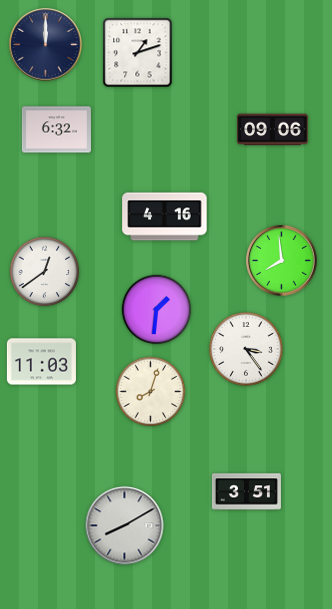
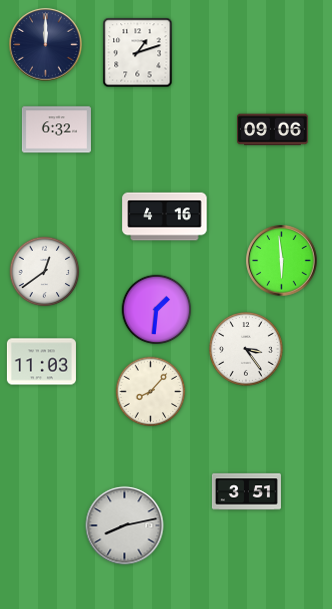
clock at (282, 261): 7:59 -> 5:59
clock at (151, 392): 8:03 -> 8:07
clock at (125, 526): 8:10 -> 8:13
